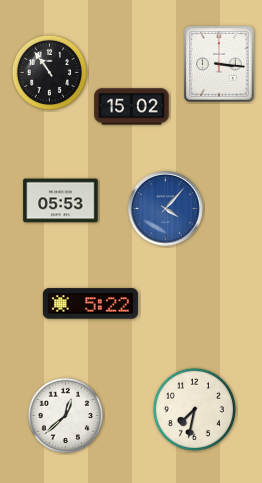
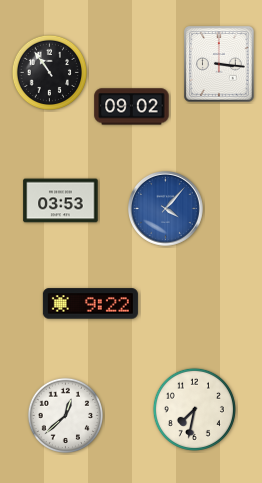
clock at (132, 107): 15:02 -> 09:02
clock at (61, 201): 05:53 -> 03:53
clock at (90, 304): 5:22 -> 9:22
